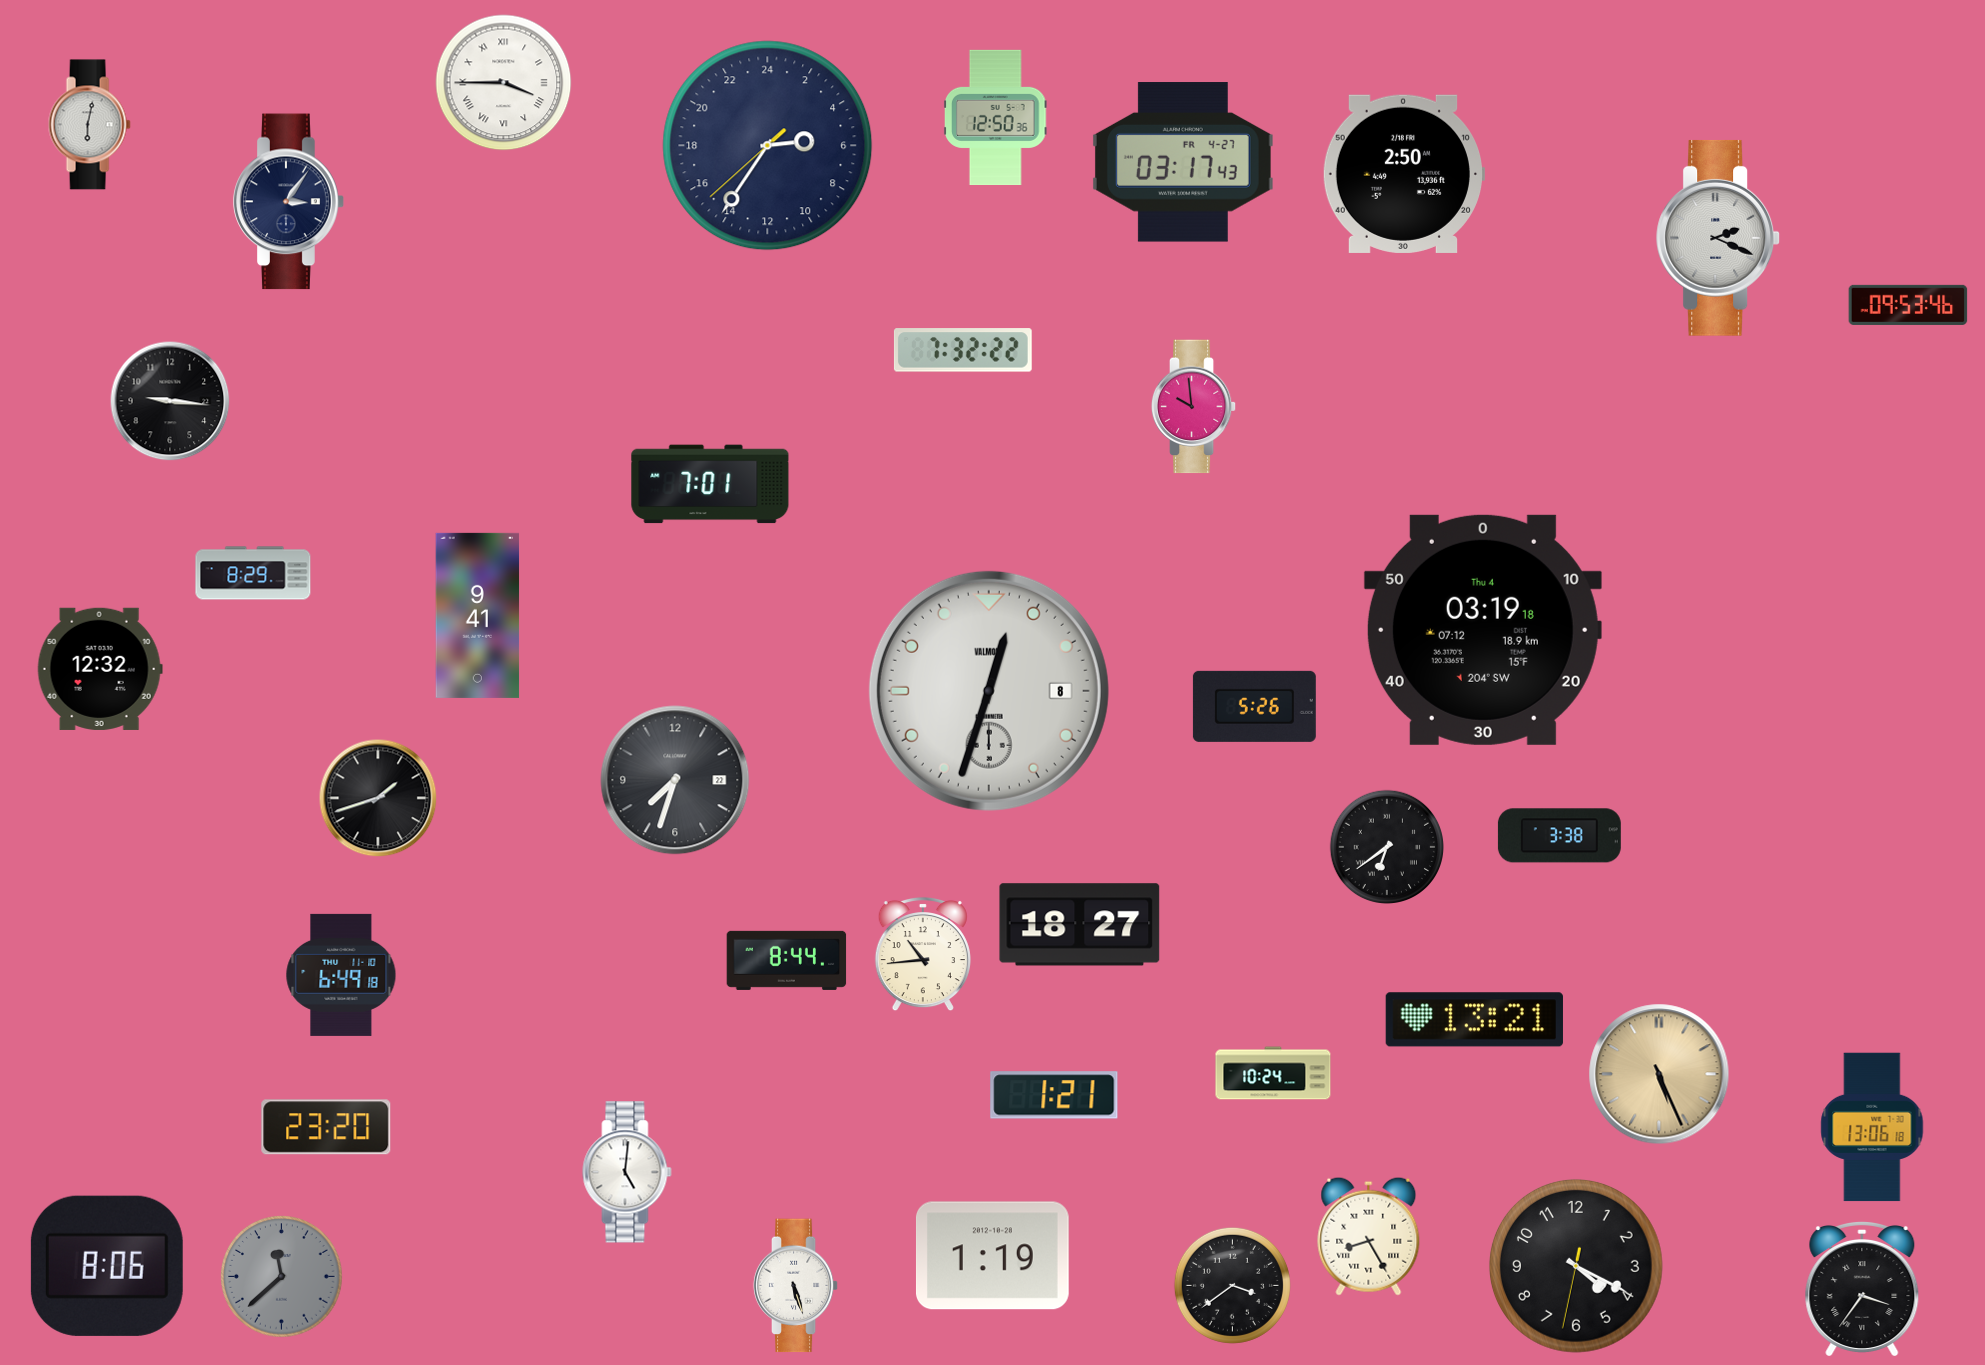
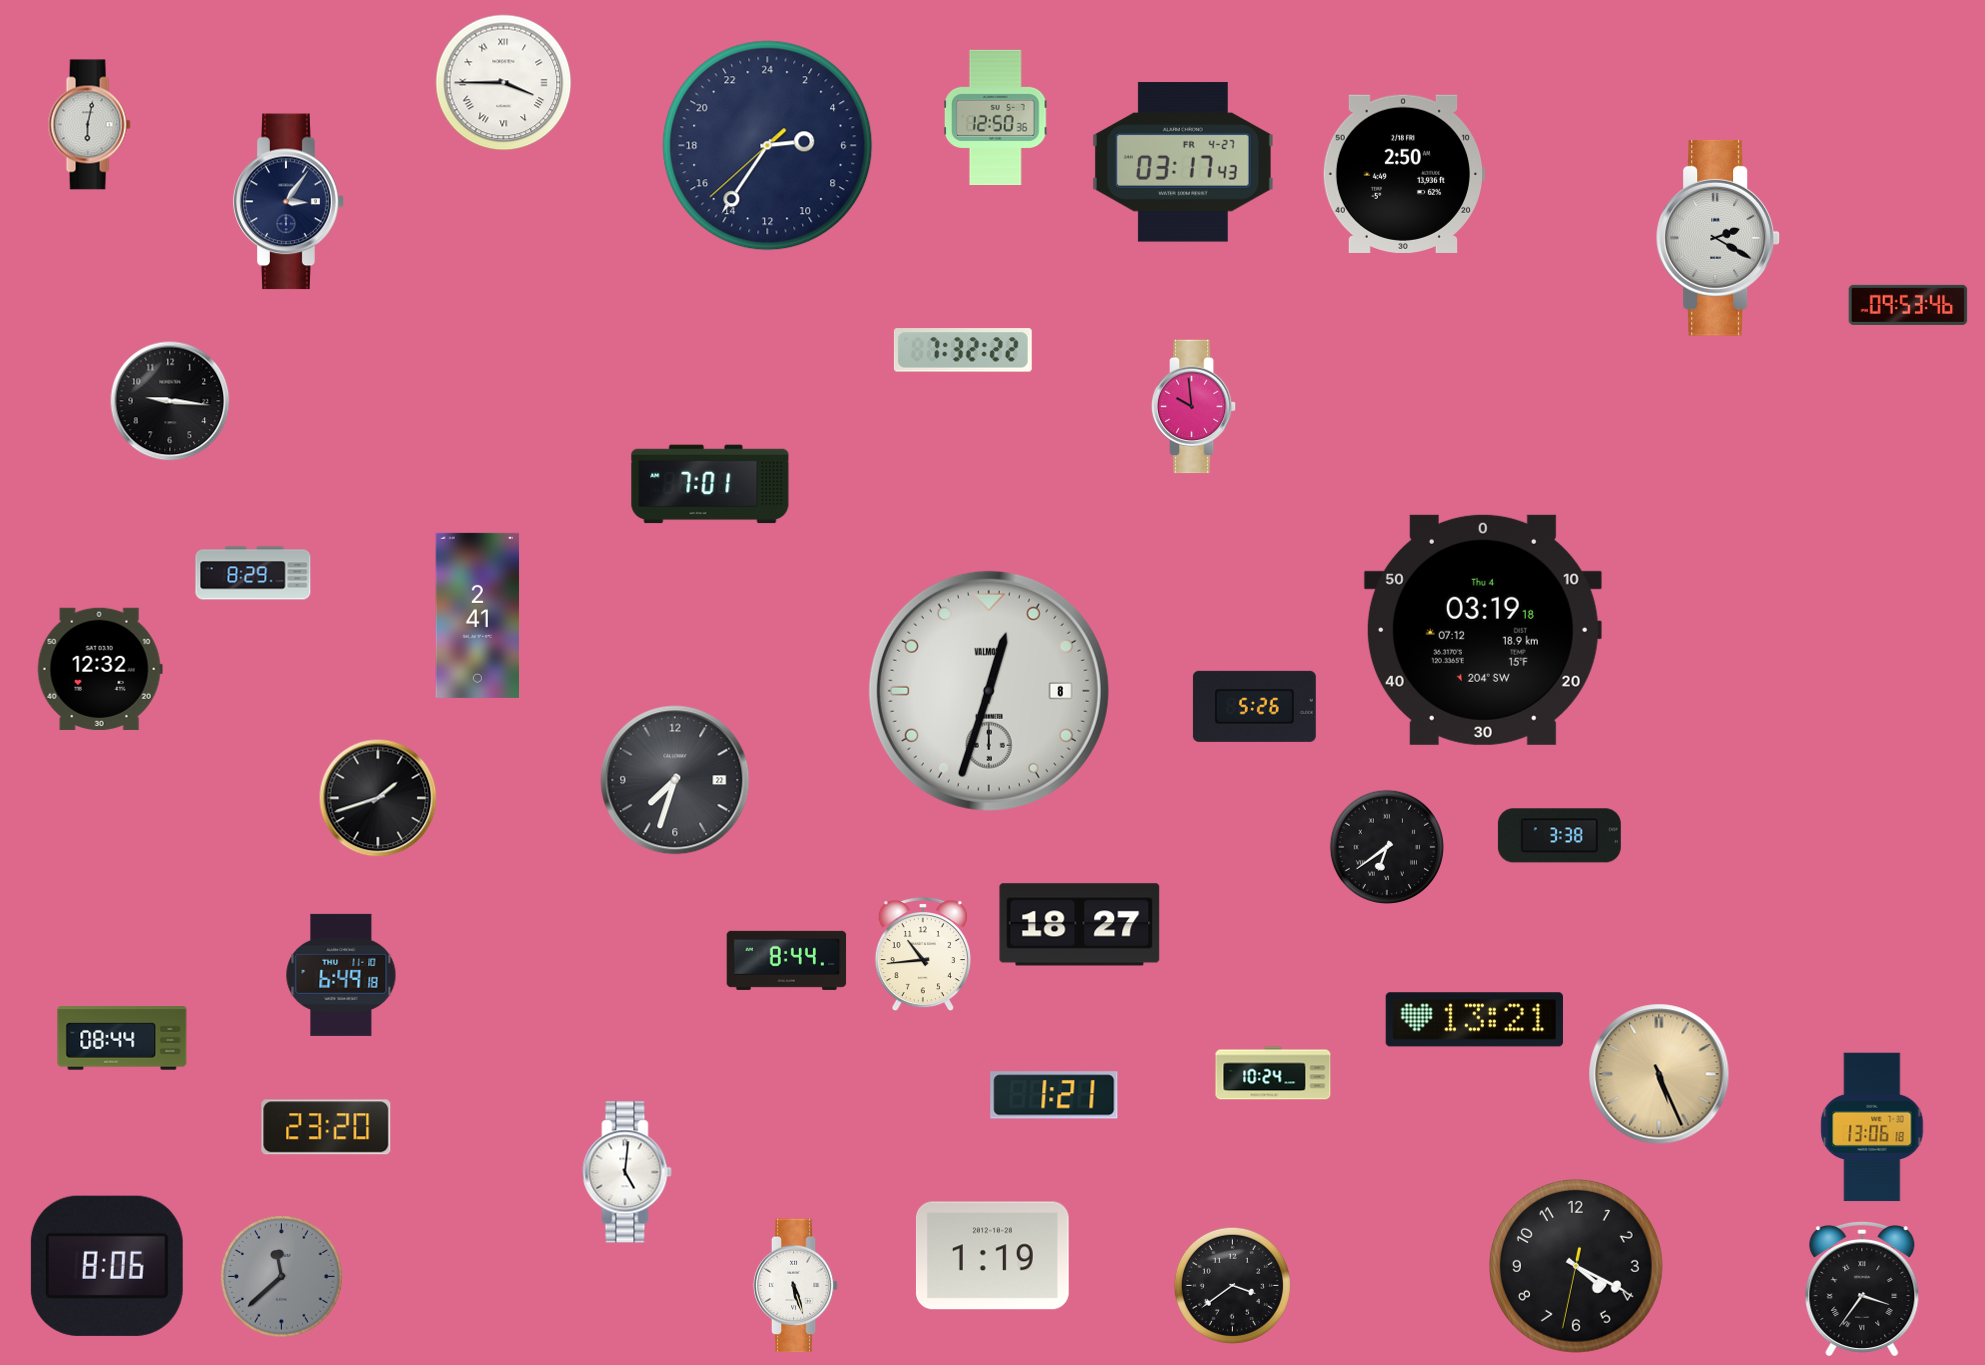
clock at (1719, 238): 2:19 -> 2:20
clock at (478, 615): 9:41 -> 2:41
clock at (122, 1038): none -> 08:44
clock at (1369, 1236): 8:25 -> none
